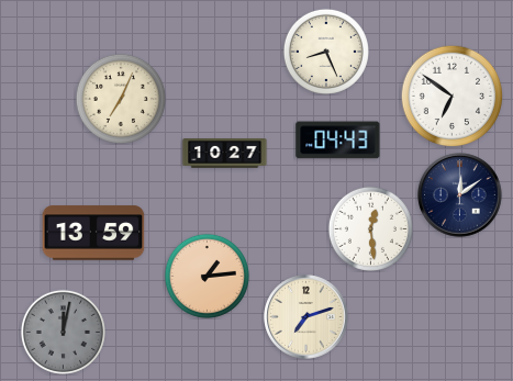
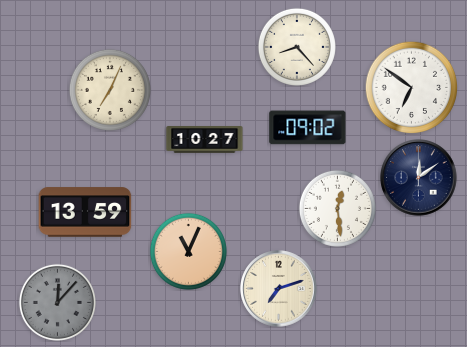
clock at (326, 52): 8:26 -> 8:23
clock at (338, 141): 04:43 -> 09:02
clock at (207, 276): 1:14 -> 11:04
clock at (63, 332): 12:02 -> 12:07
